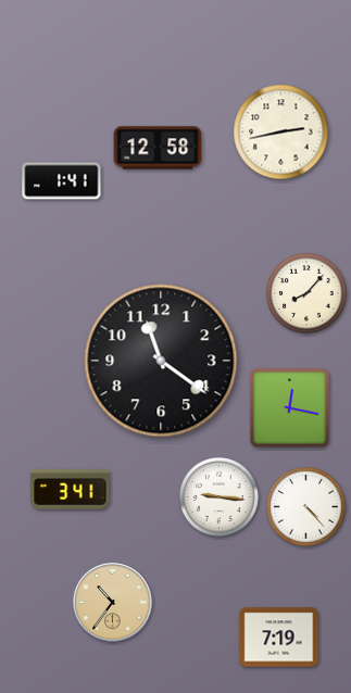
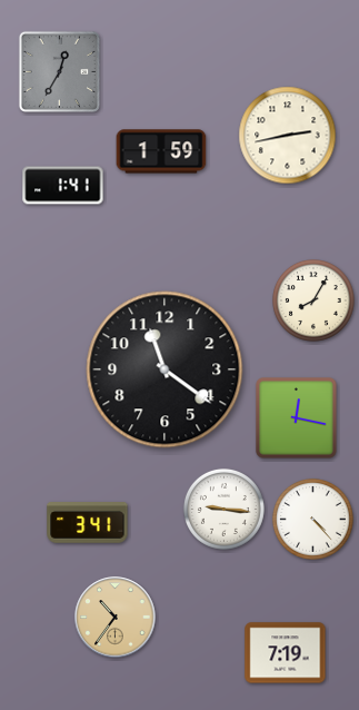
clock at (59, 71): none -> 12:35
clock at (158, 148): 12:58 -> 1:59
clock at (308, 294): 8:07 -> 8:05
clock at (71, 490) position: (71, 490) -> (88, 523)
